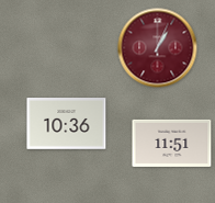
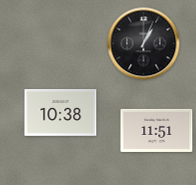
clock at (158, 48) dial: burgundy -> black
clock at (67, 124): 10:36 -> 10:38
